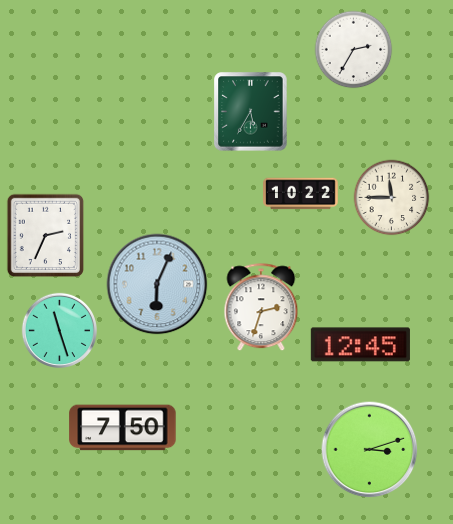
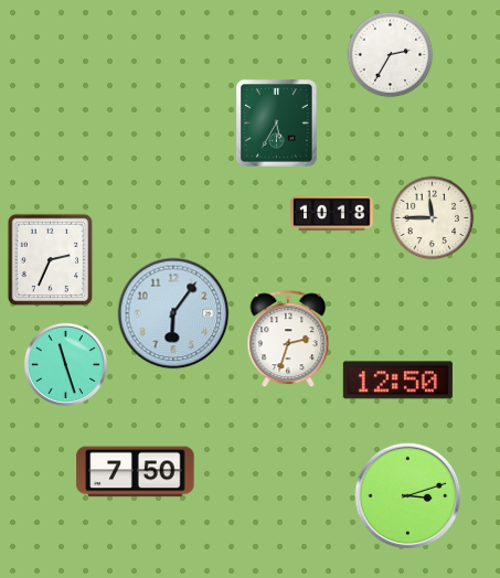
clock at (301, 194): 10:22 -> 10:18
clock at (157, 284): 6:04 -> 6:06
clock at (360, 345): 12:45 -> 12:50
